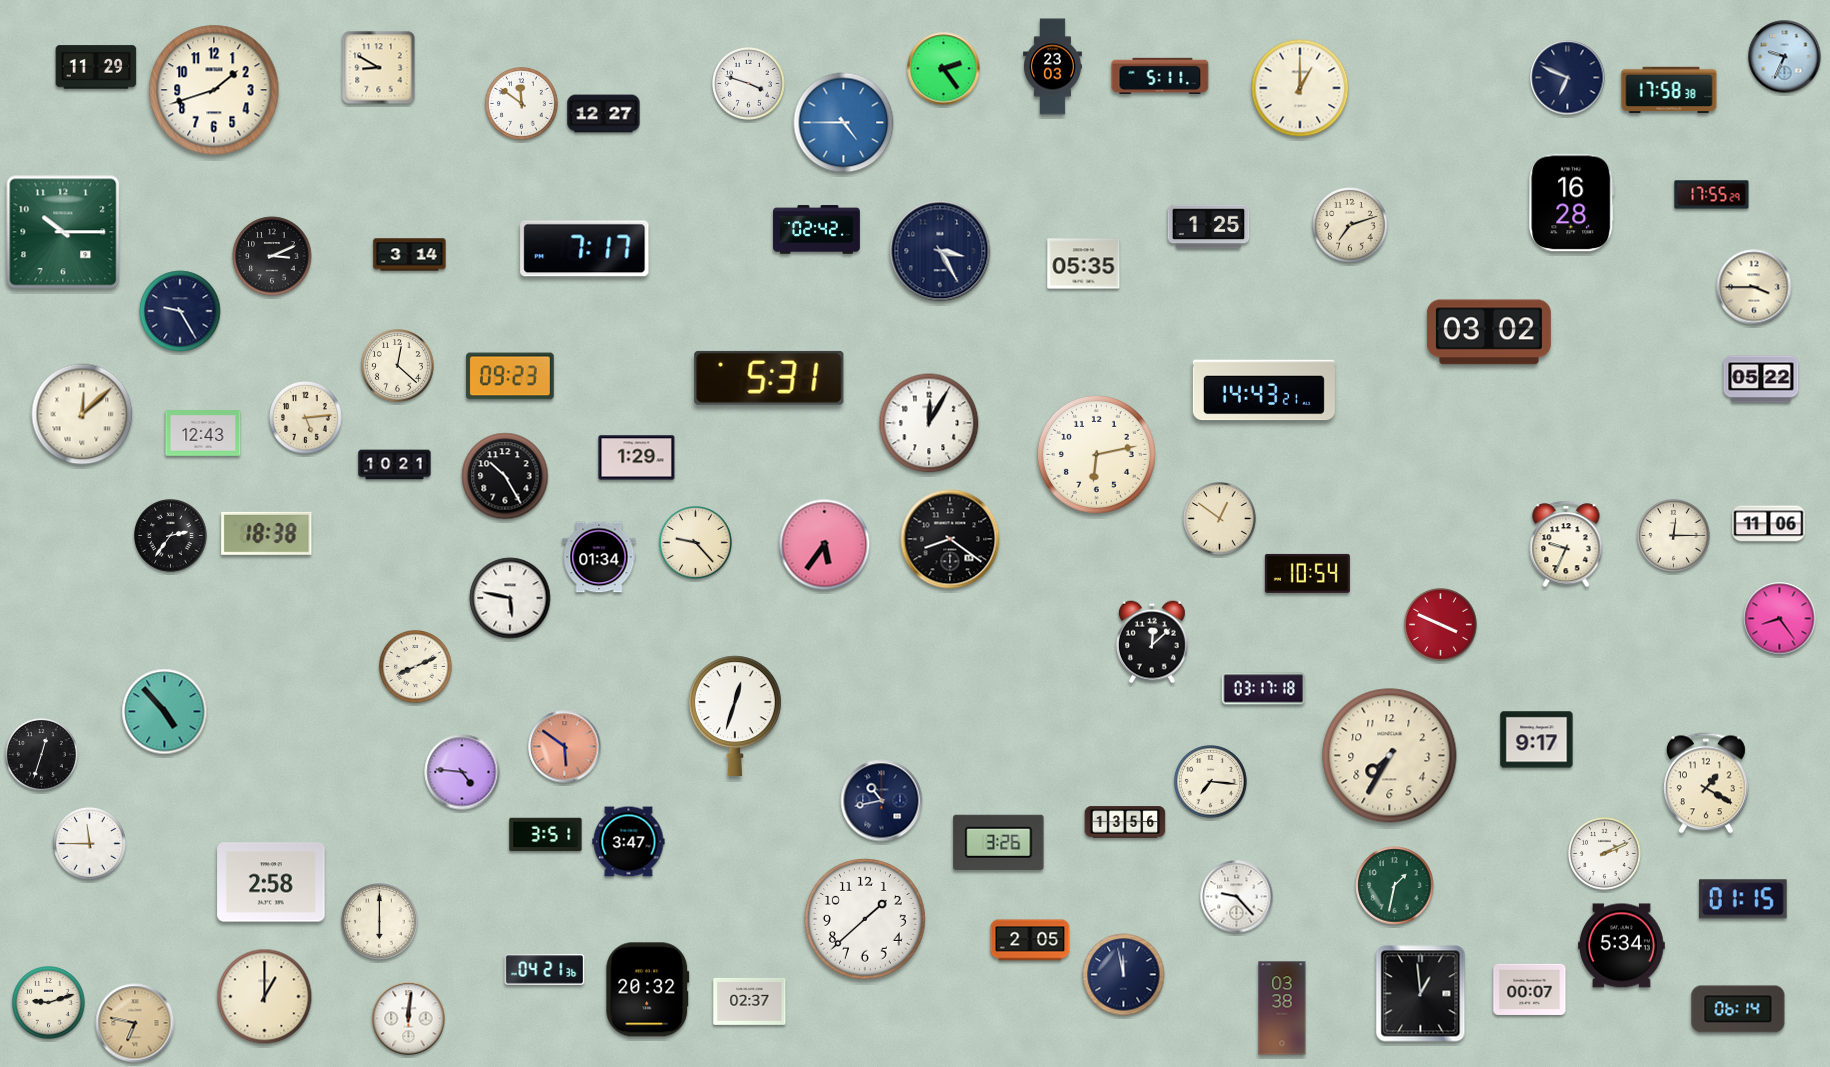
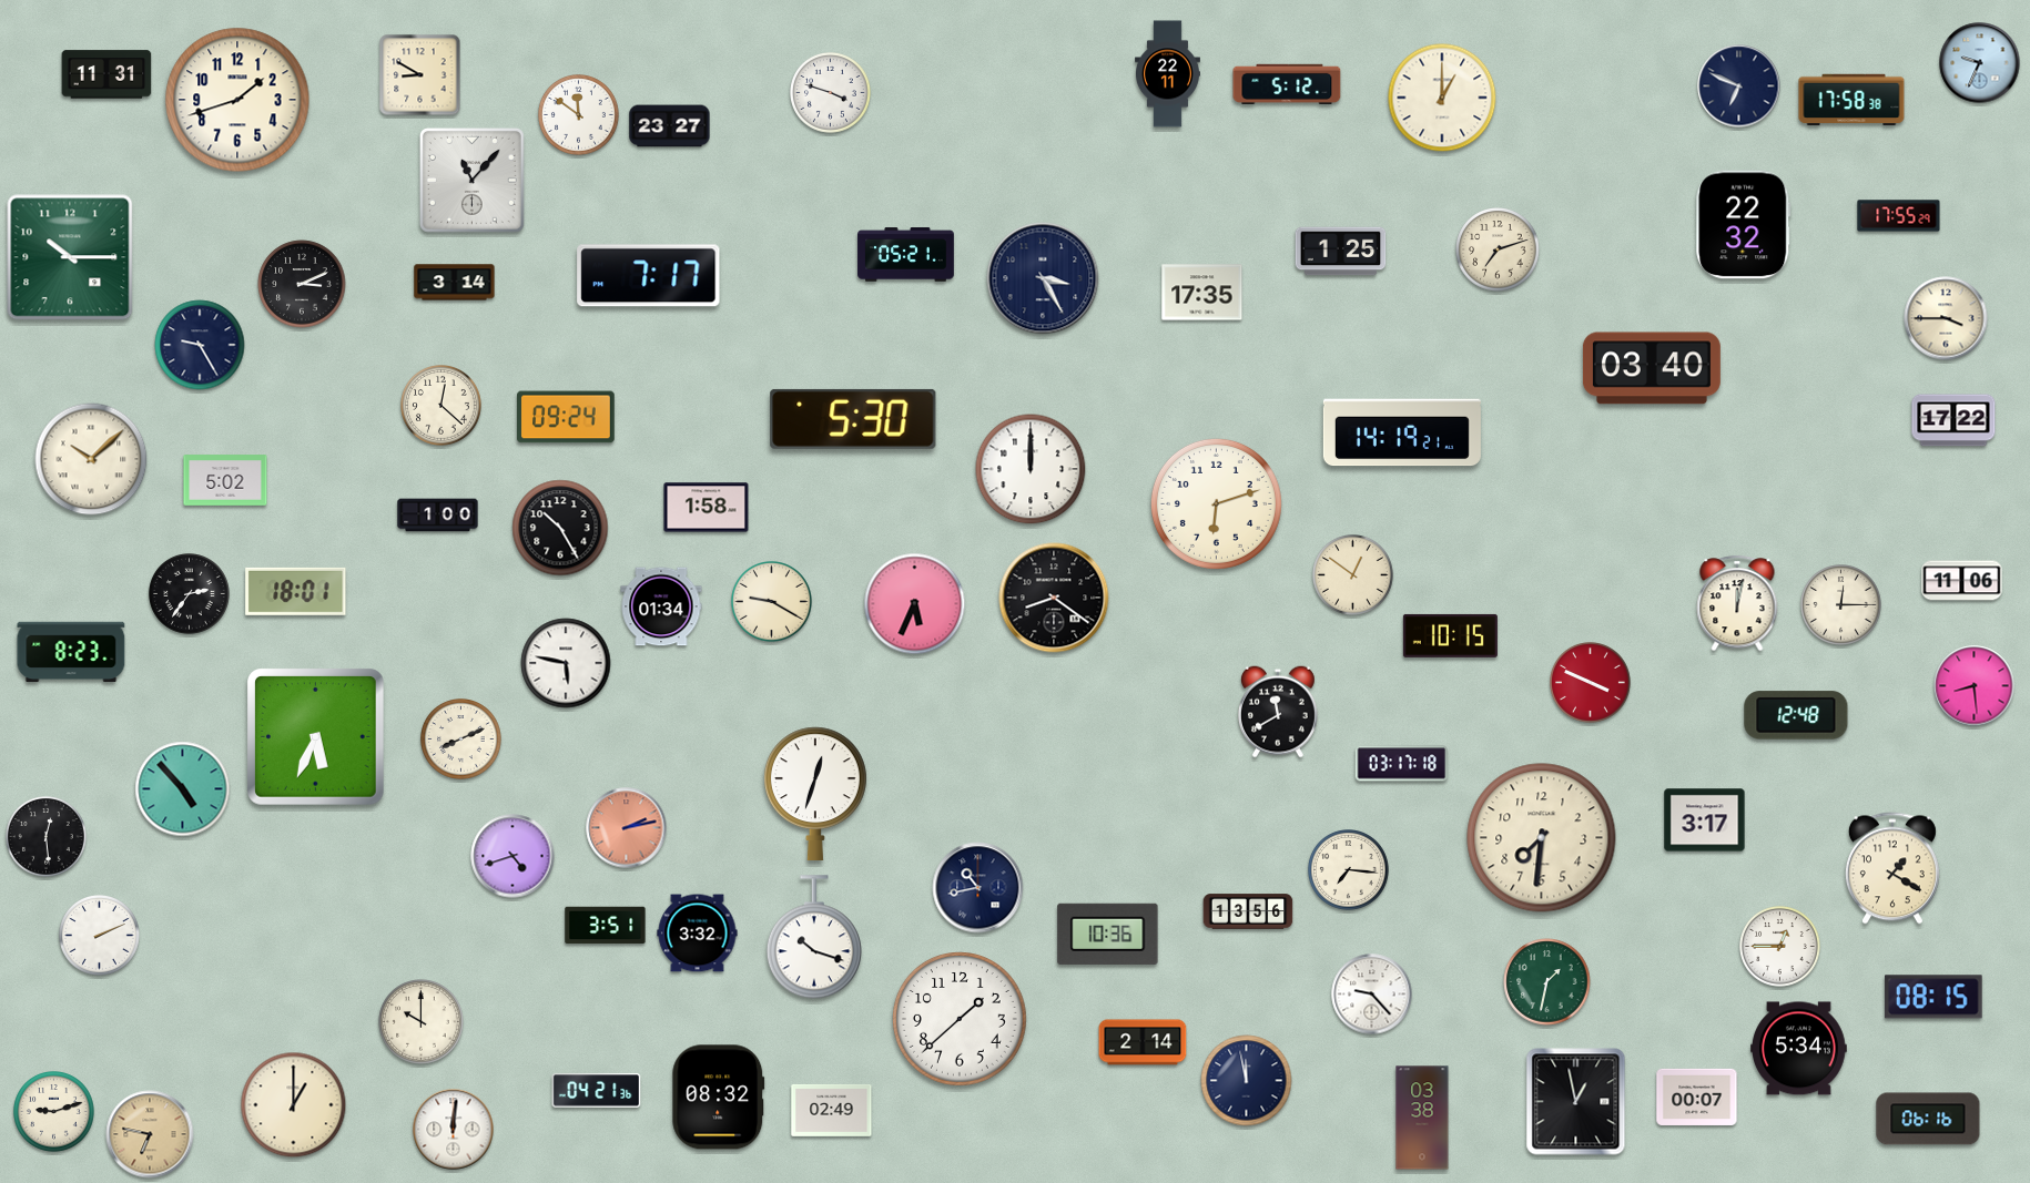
clock at (96, 67): 11:29 -> 11:31
clock at (1053, 67): 23:03 -> 22:11
clock at (944, 69): 2:24 -> none
clock at (1160, 75): 5:11 -> 5:12
clock at (604, 114): 12:27 -> 23:27
clock at (844, 123): 4:45 -> none
clock at (471, 180): none -> 11:07
clock at (1572, 203): 16:28 -> 22:32
clock at (817, 230): 02:42 -> 05:21
clock at (1084, 264): 05:35 -> 17:35
clock at (1489, 332): 03:02 -> 03:40
clock at (510, 376): 09:23 -> 09:24
clock at (769, 378): 5:31 -> 5:30
clock at (1761, 379): 05:22 -> 17:22
clock at (1264, 390): 14:43 -> 14:19
clock at (82, 414): 12:08 -> 10:08
clock at (306, 418): 5:14 -> none
clock at (929, 423): 12:05 -> 12:00
clock at (203, 433): 12:43 -> 5:02
clock at (1096, 454): 6:13 -> 6:12
clock at (637, 458): 1:29 -> 1:58
clock at (395, 465): 10:21 -> 1:00
clock at (267, 533): 18:38 -> 18:01
clock at (1674, 536) position: (1674, 536) -> (1841, 605)
clock at (696, 543): 9:23 -> 9:20
clock at (1566, 544): 9:34 -> 12:02
clock at (825, 545): 5:36 -> 5:34
clock at (599, 557) position: (599, 557) -> (661, 606)
clock at (1307, 573): 10:54 -> 10:15
clock at (71, 652): none -> 8:23
clock at (1780, 619): 8:24 -> 8:29
clock at (1441, 625) position: (1441, 625) -> (1591, 683)
clock at (1152, 642): 12:08 -> 11:40
clock at (1796, 715): none -> 12:48
clock at (316, 737): none -> 5:34
clock at (1537, 740): 9:17 -> 3:17
clock at (565, 747): 5:51 -> 2:13
clock at (42, 755): 12:33 -> 12:29
clock at (1390, 756): 7:35 -> 7:31
clock at (462, 772): 4:46 -> 4:42
clock at (1211, 782) position: (1211, 782) -> (1349, 870)
clock at (629, 842): 3:47 -> 3:32
clock at (999, 842): 3:26 -> 10:36
clock at (90, 844): 11:45 -> 2:11
clock at (814, 938): none -> 10:18
clock at (1605, 854): 2:11 -> 12:45
clock at (271, 882): 2:58 -> none
clock at (1743, 899): 01:15 -> 08:15
clock at (380, 922): 6:00 -> 10:00
clock at (1030, 940): 2:05 -> 2:14
clock at (545, 970) position: (545, 970) -> (597, 1091)
clock at (648, 990): 20:32 -> 08:32
clock at (1421, 994): 12:59 -> 12:58
clock at (750, 1001): 02:37 -> 02:49
clock at (1738, 1009): 06:14 -> 06:16
